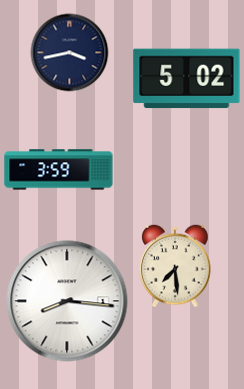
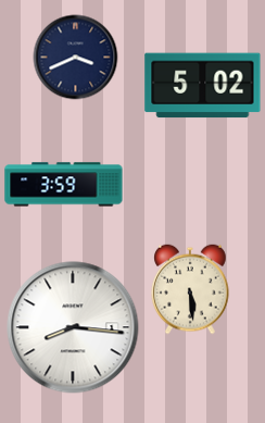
clock at (69, 52): 3:43 -> 3:41
clock at (175, 266): 7:29 -> 5:29
